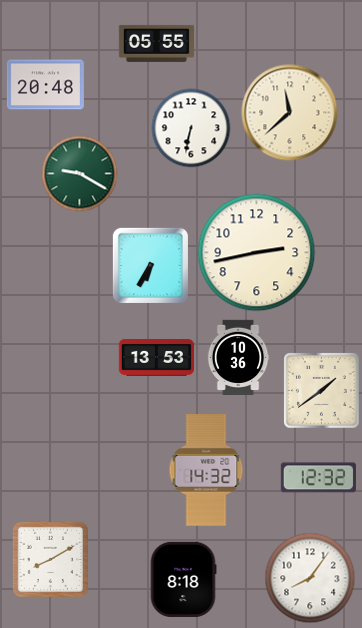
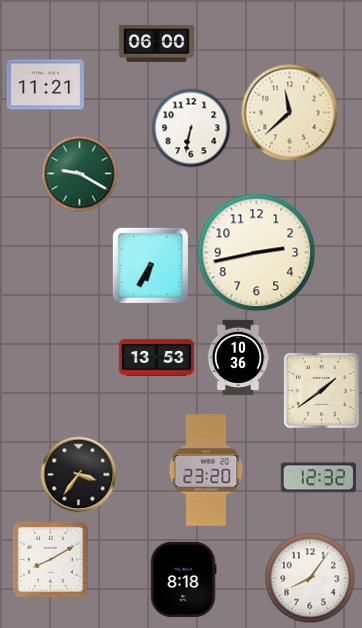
clock at (156, 43): 05:55 -> 06:00
clock at (45, 85): 20:48 -> 11:21
clock at (206, 471): 14:32 -> 23:20
clock at (79, 475): none -> 3:36
